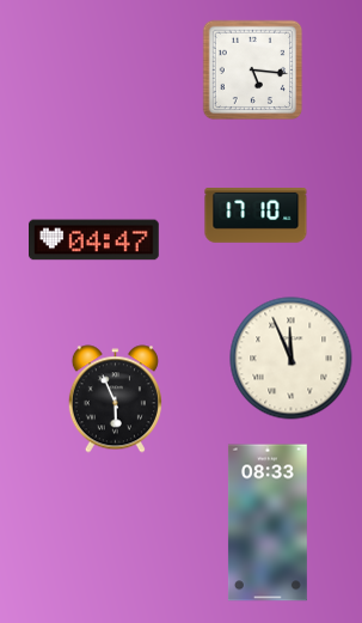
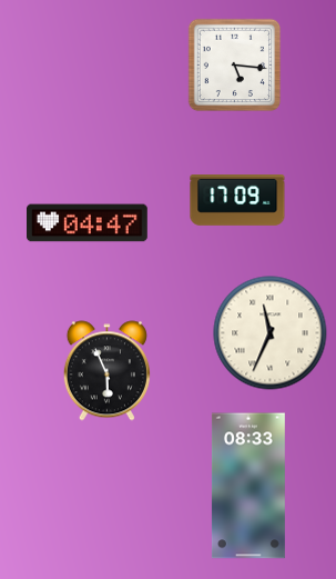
clock at (256, 216): 17:10 -> 17:09
clock at (292, 359): 11:56 -> 11:34
